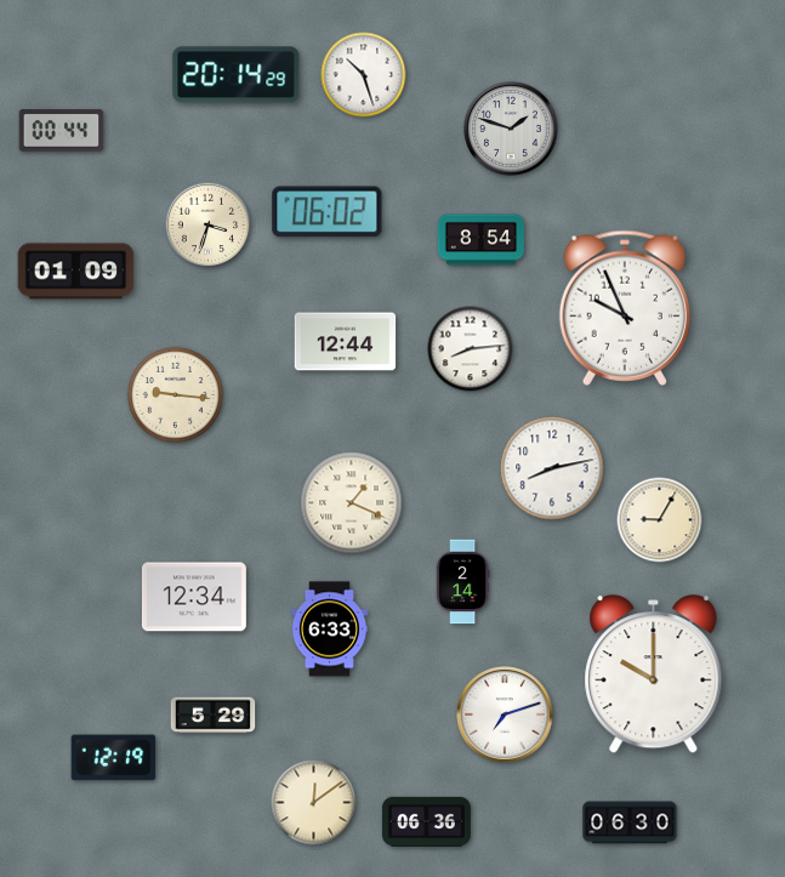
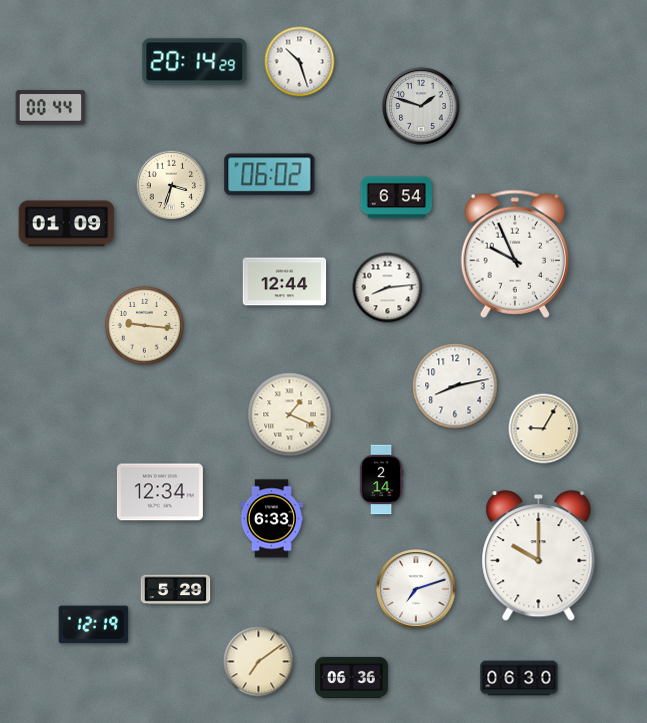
clock at (480, 240): 8:54 -> 6:54
clock at (76, 272) position: (76, 272) -> (67, 224)
clock at (314, 803): 12:09 -> 7:09
